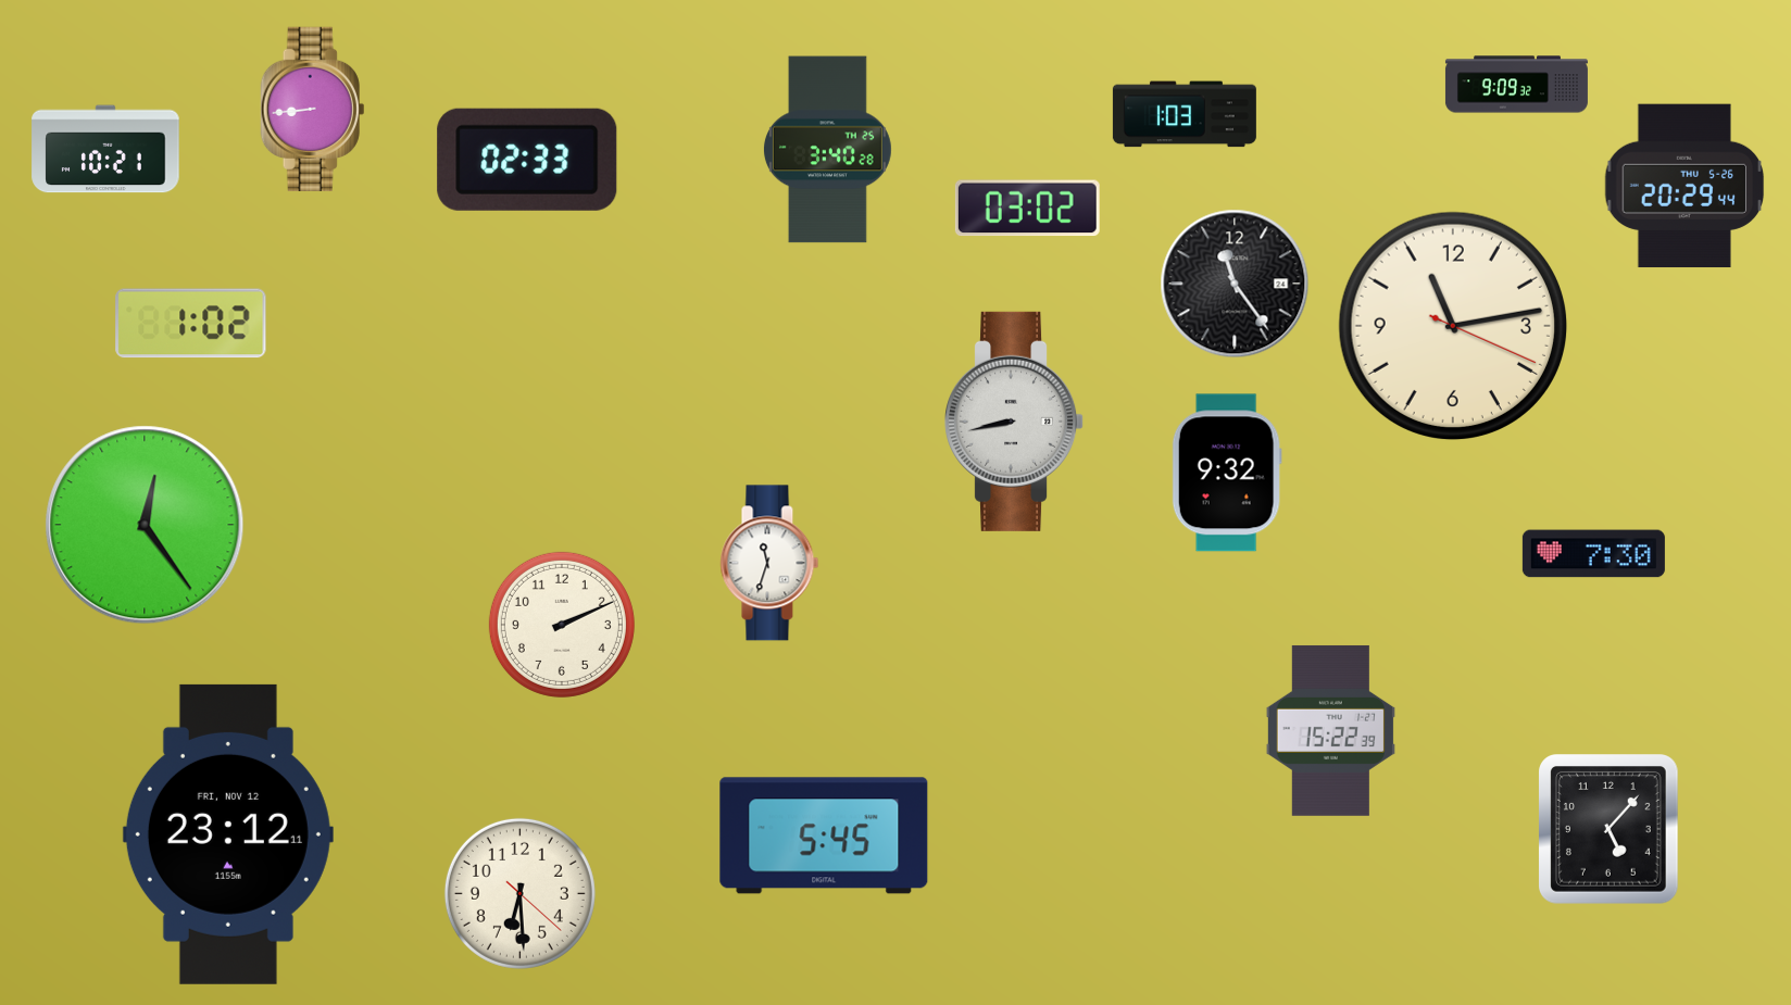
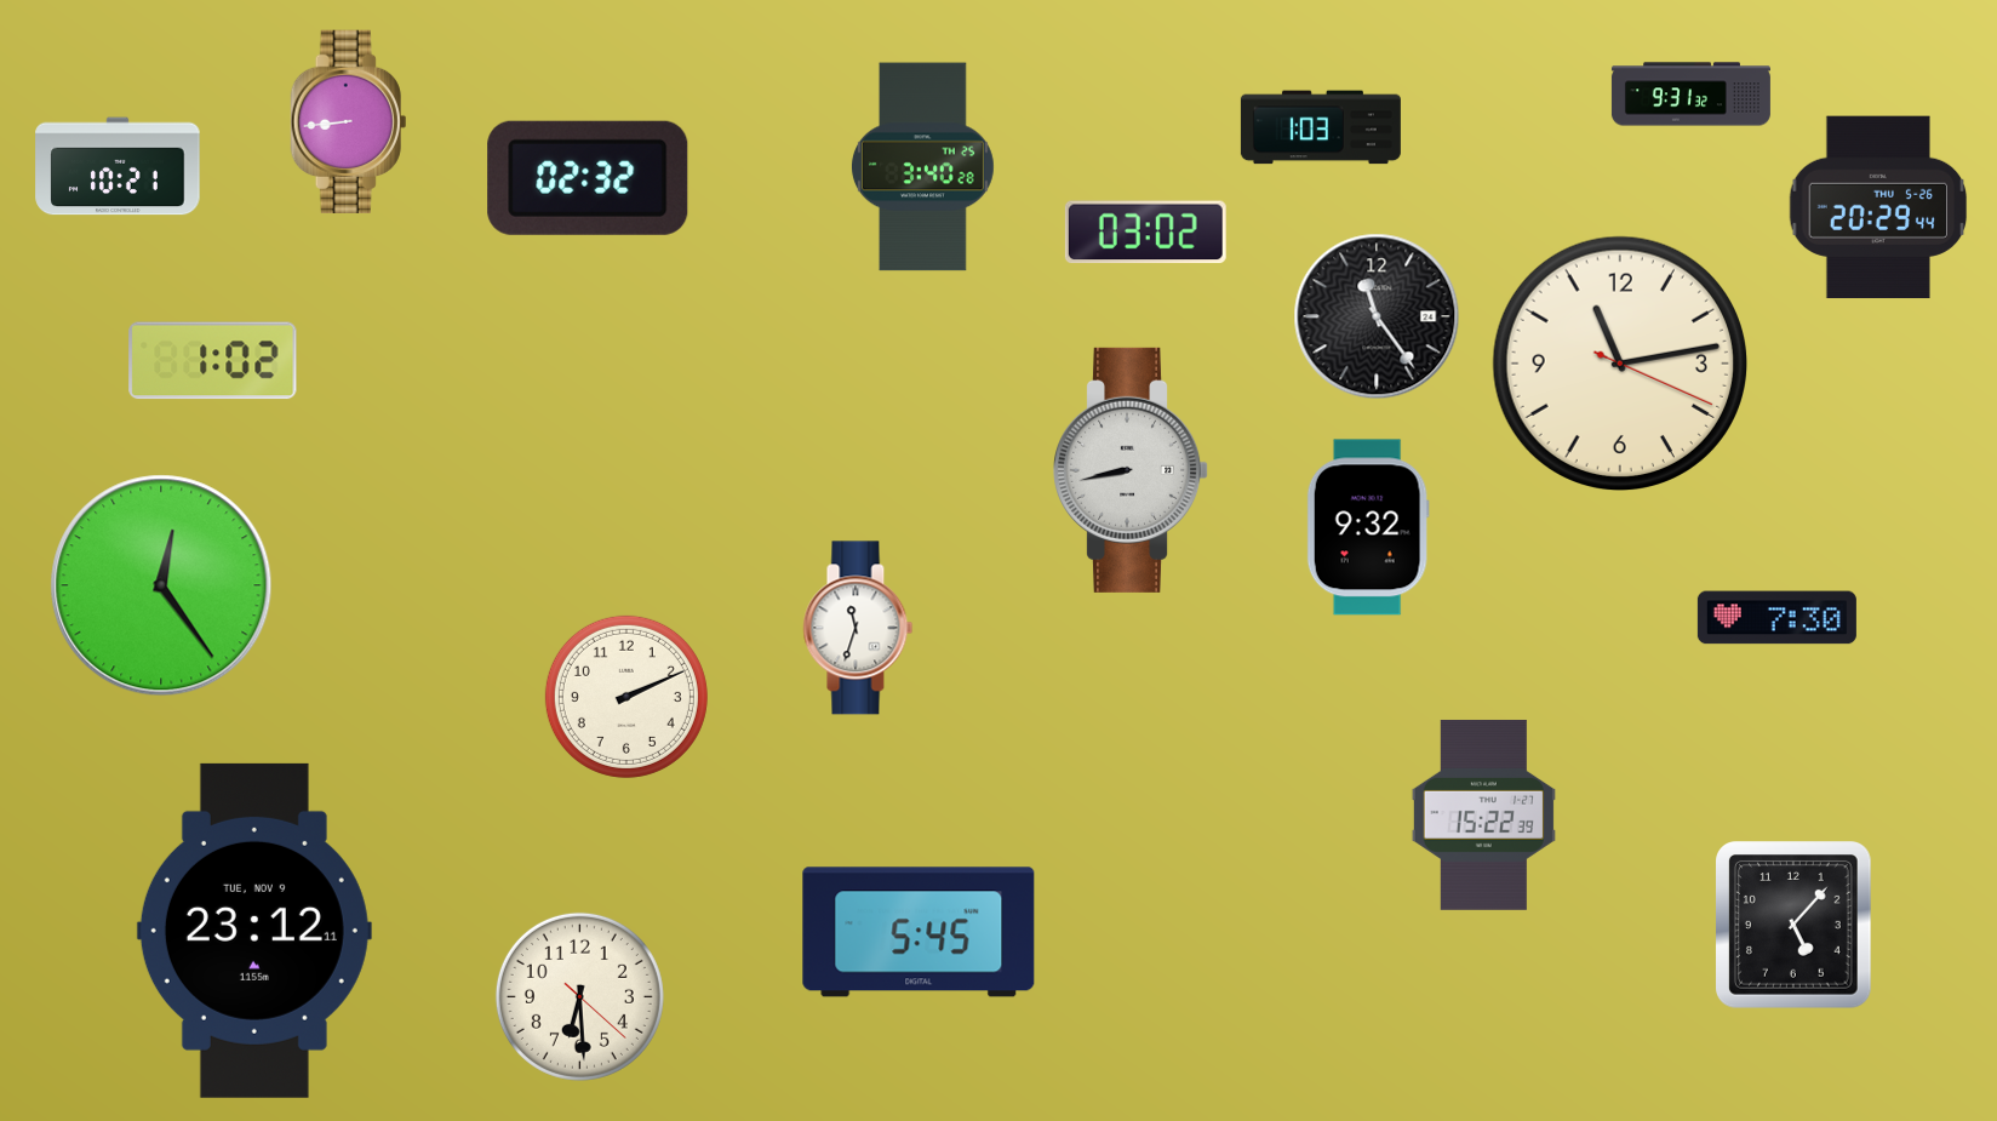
clock at (1516, 85): 9:09 -> 9:31
clock at (527, 160): 02:33 -> 02:32
clock at (228, 834) date: FRI, NOV 12 -> TUE, NOV 9
